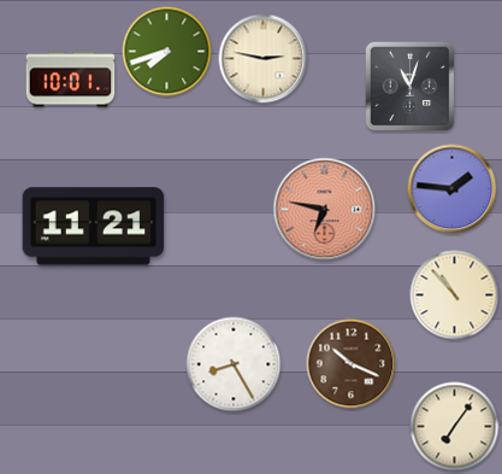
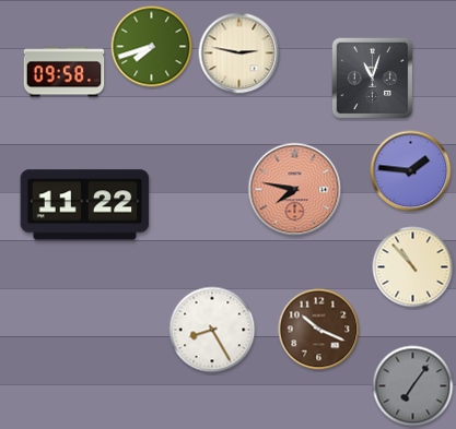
clock at (71, 80): 10:01 -> 09:58
clock at (325, 210): 6:47 -> 7:47
clock at (94, 227): 11:21 -> 11:22
clock at (455, 427) dial: cream -> grey
